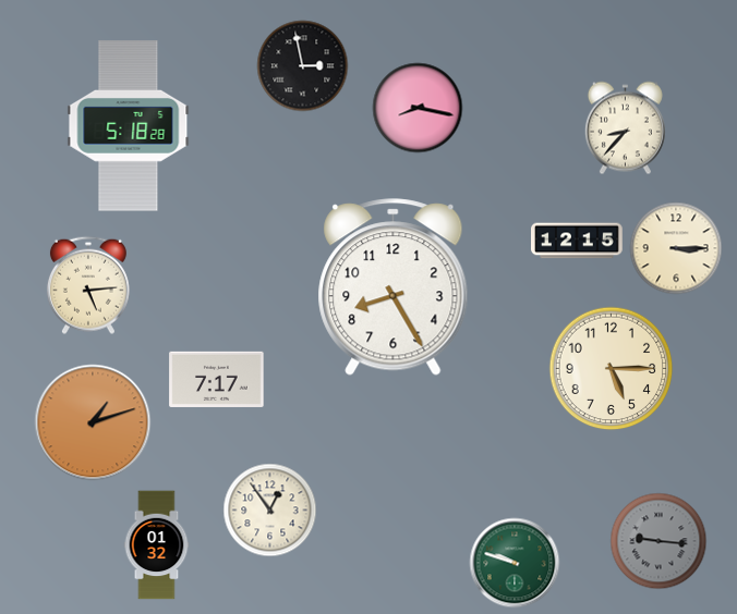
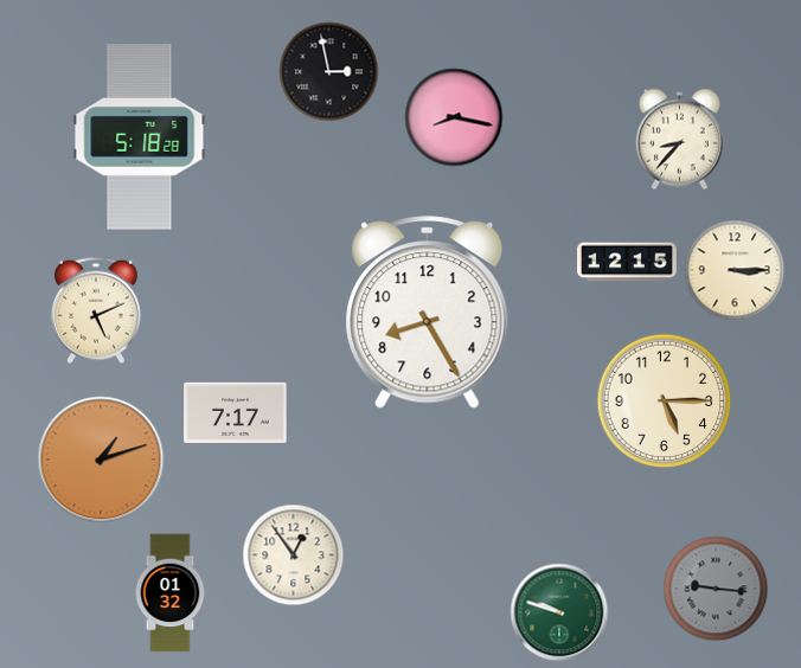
clock at (88, 285): 5:14 -> 5:11
